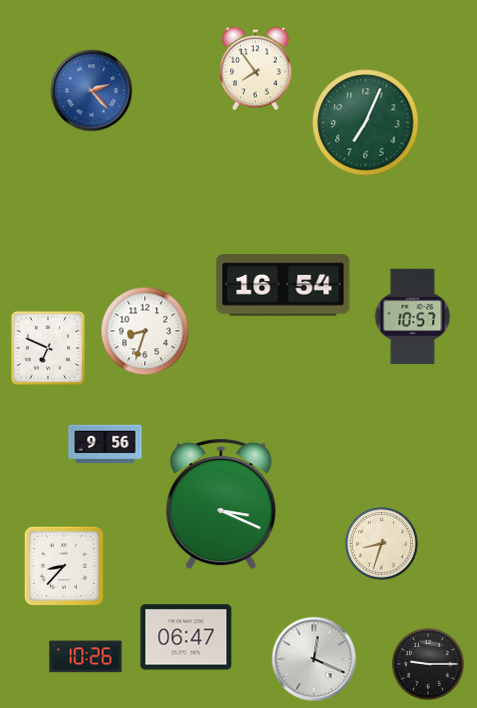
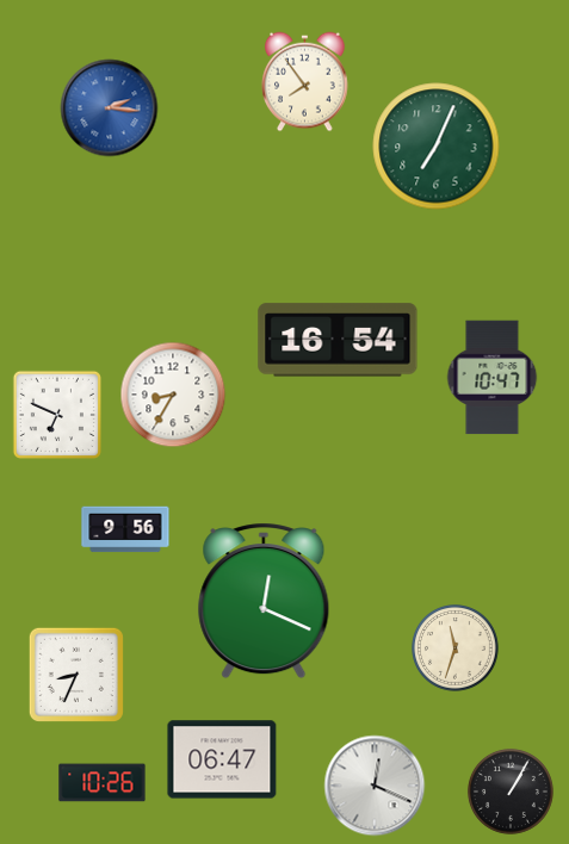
clock at (92, 91): 2:23 -> 2:16
clock at (413, 317): 10:57 -> 10:47
clock at (145, 331): 8:33 -> 8:35
clock at (221, 504): 3:19 -> 12:19
clock at (382, 544): 8:33 -> 11:33
clock at (64, 566): 8:37 -> 8:34
clock at (428, 664): 9:15 -> 1:05
